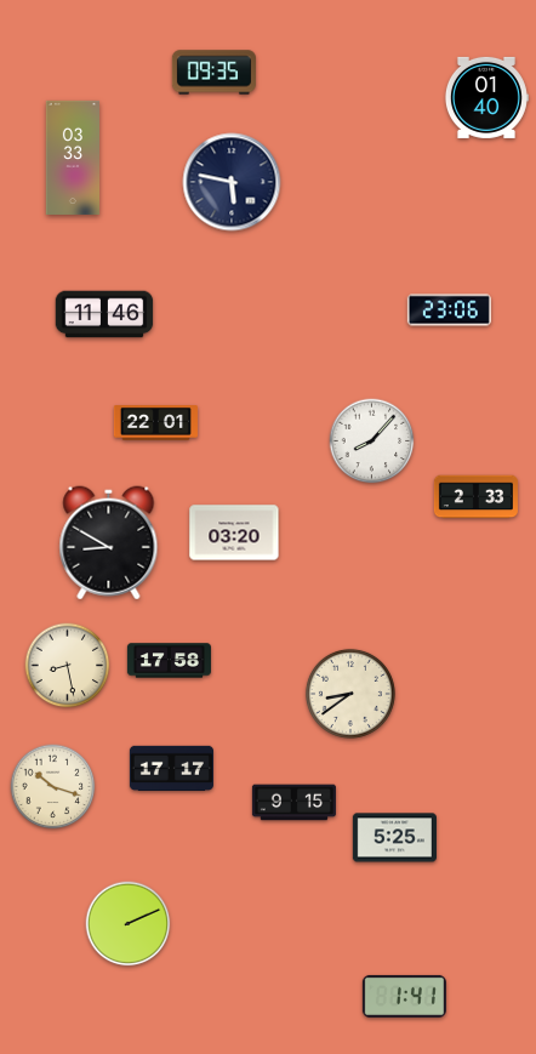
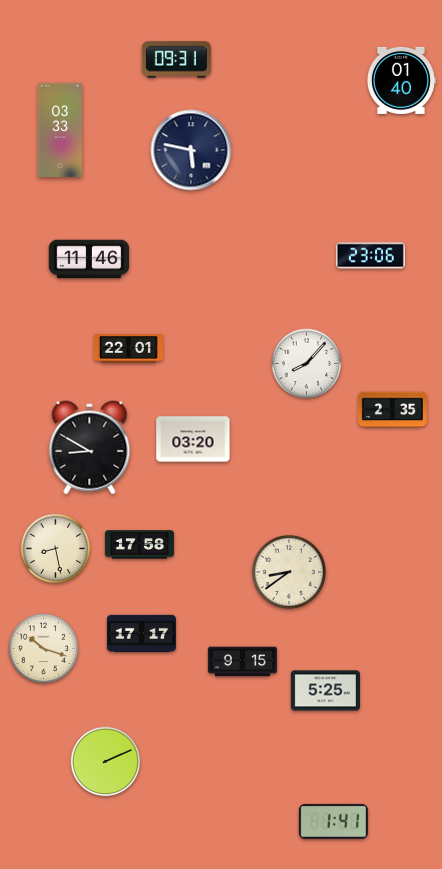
clock at (213, 73): 09:35 -> 09:31
clock at (104, 314) position: (104, 314) -> (89, 259)
clock at (475, 497): 2:33 -> 2:35
